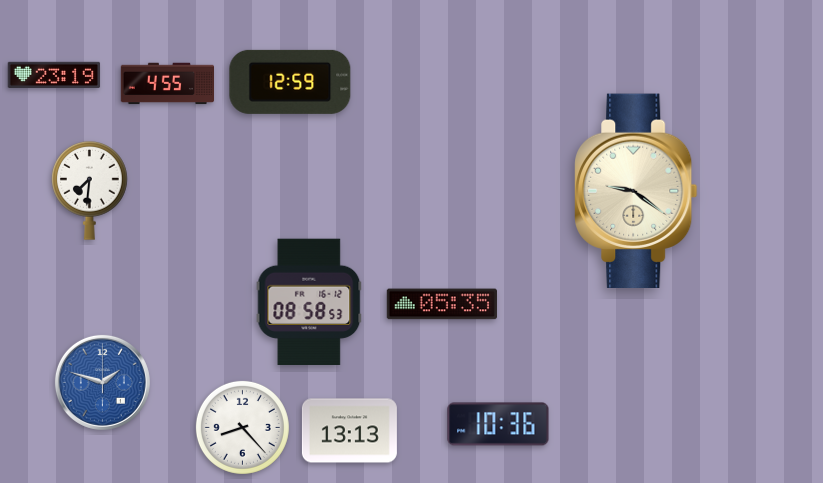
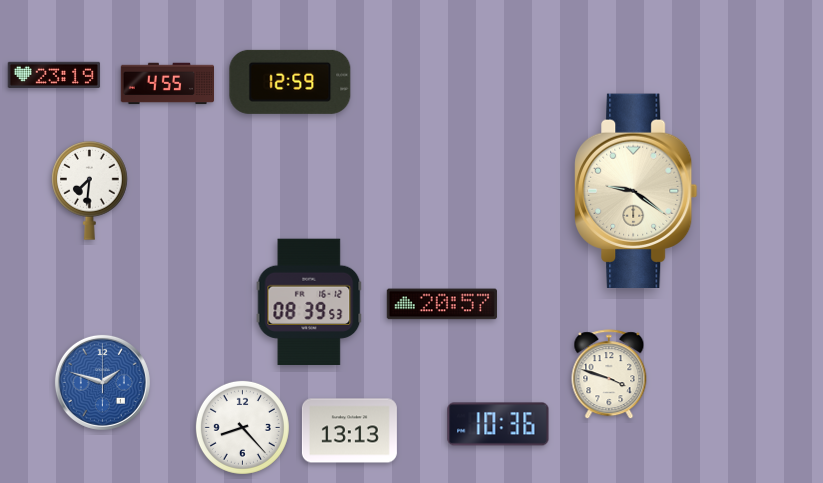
clock at (309, 301): 08:58 -> 08:39
clock at (442, 304): 05:35 -> 20:57
clock at (609, 375): none -> 3:48
